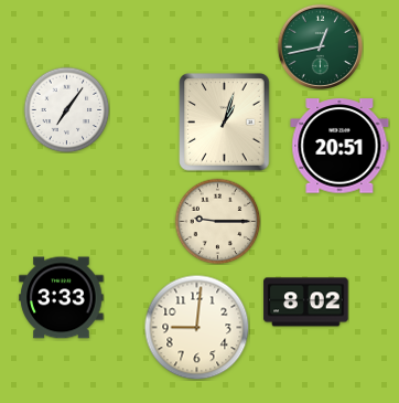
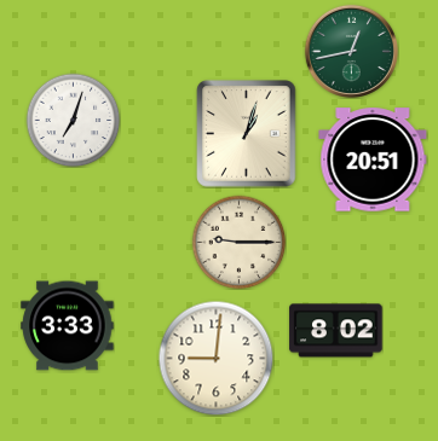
clock at (66, 109): 7:06 -> 7:03
